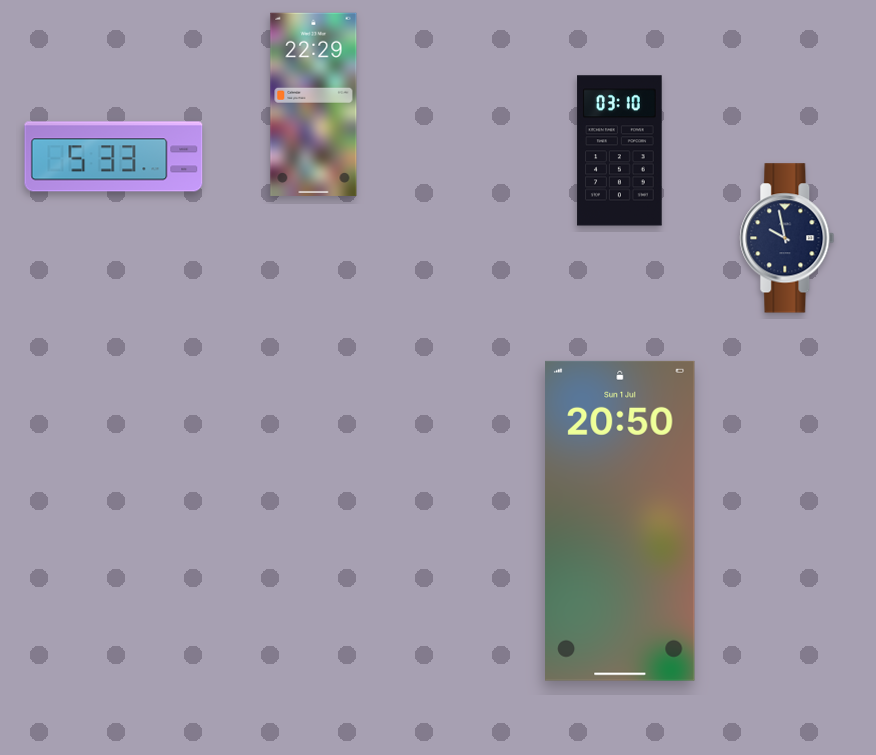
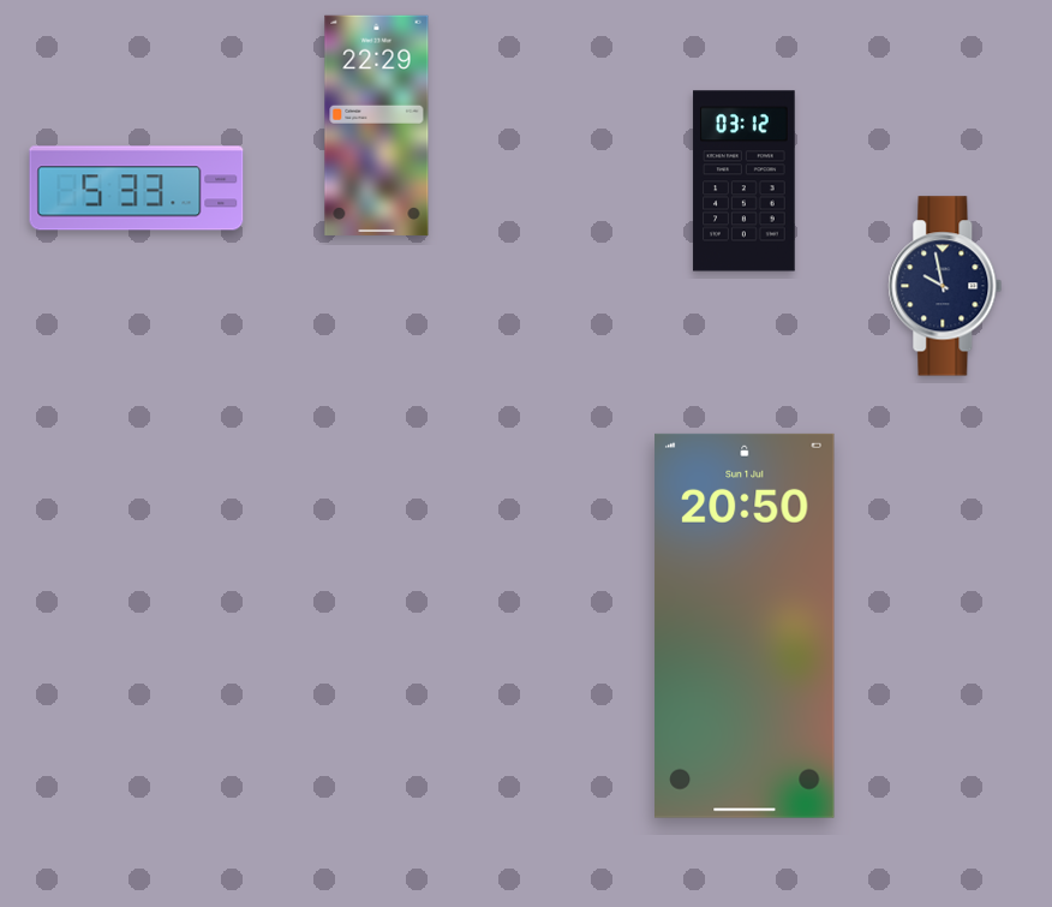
clock at (620, 151): 03:10 -> 03:12
